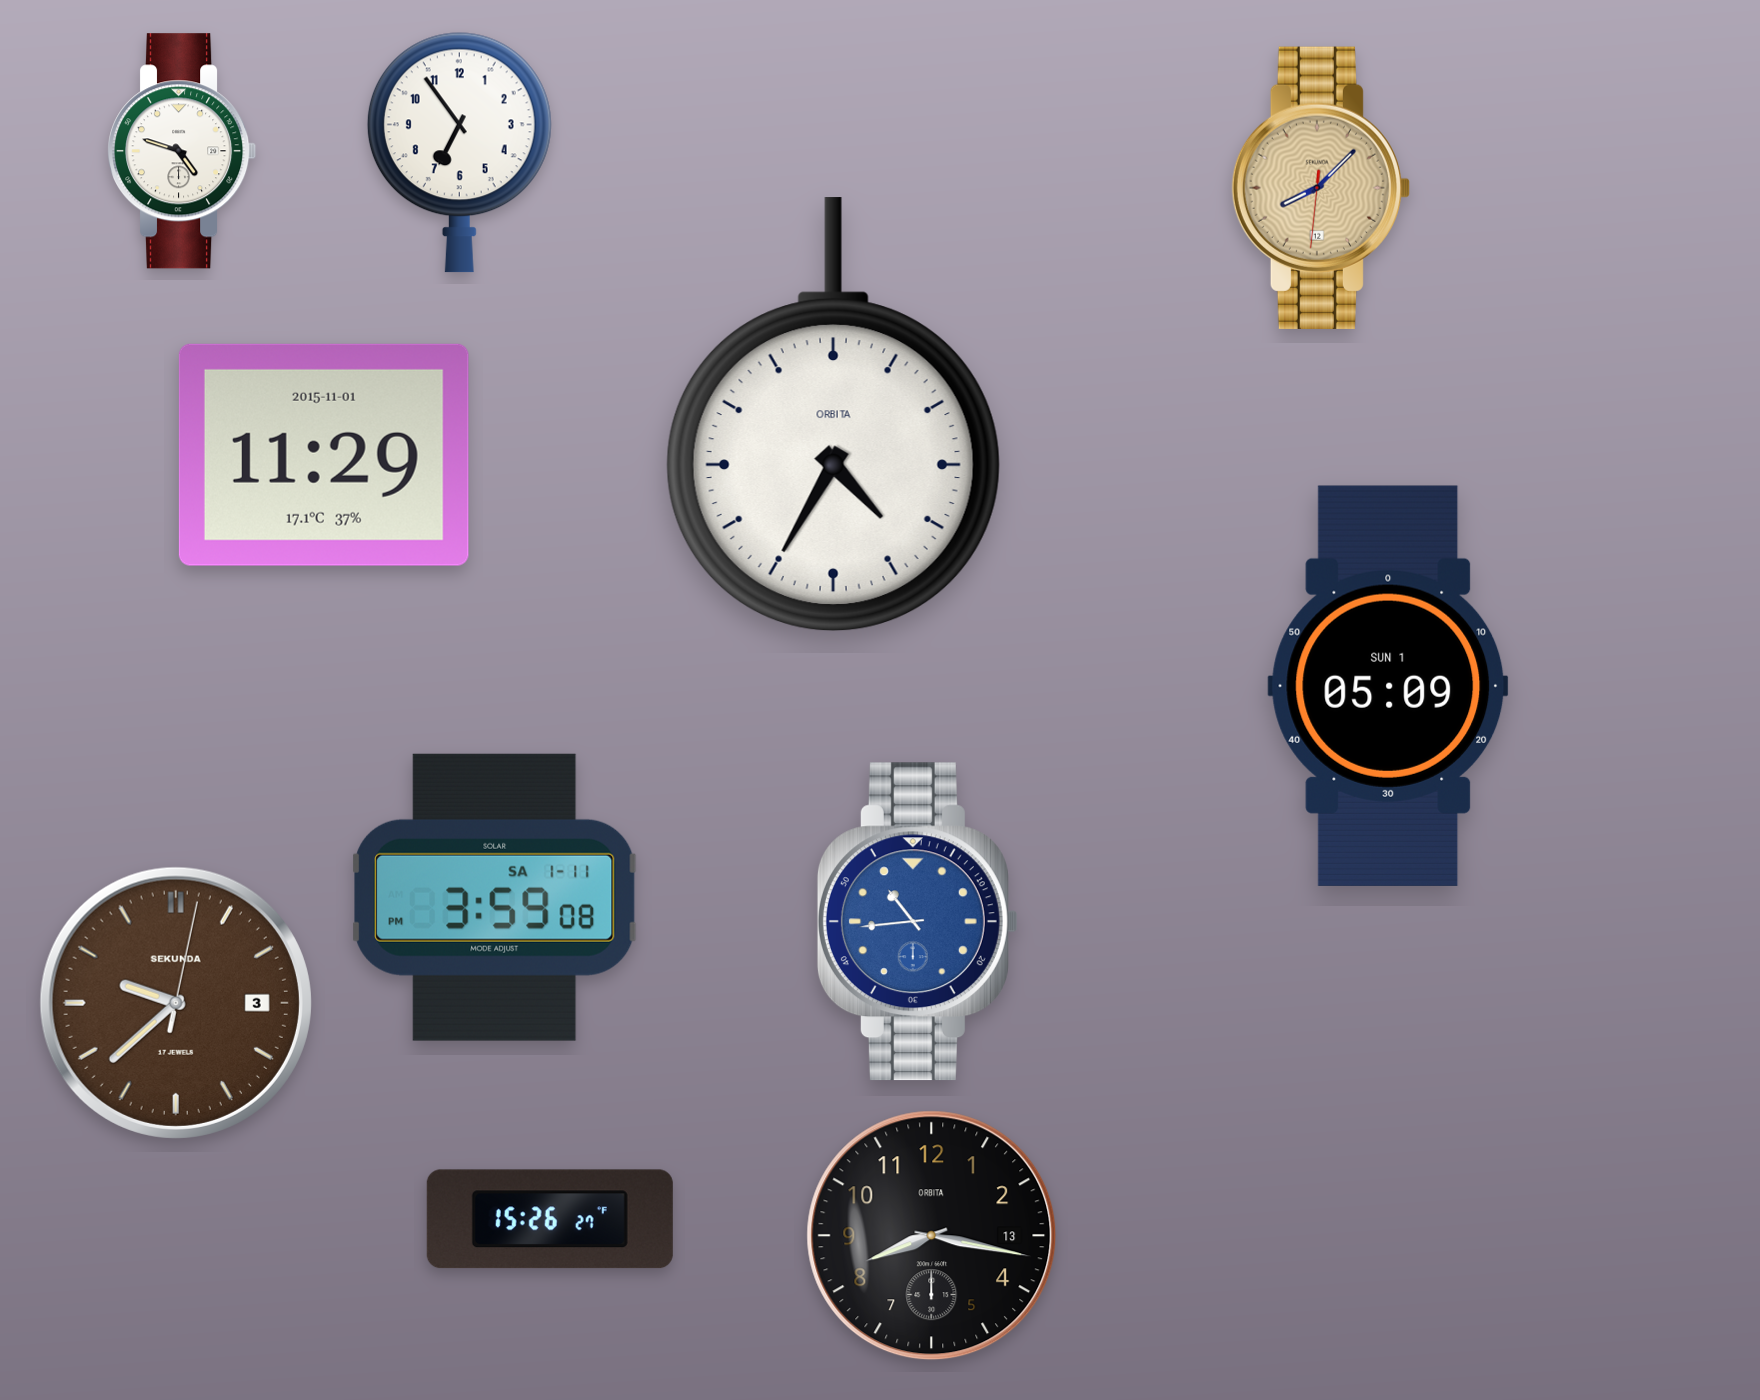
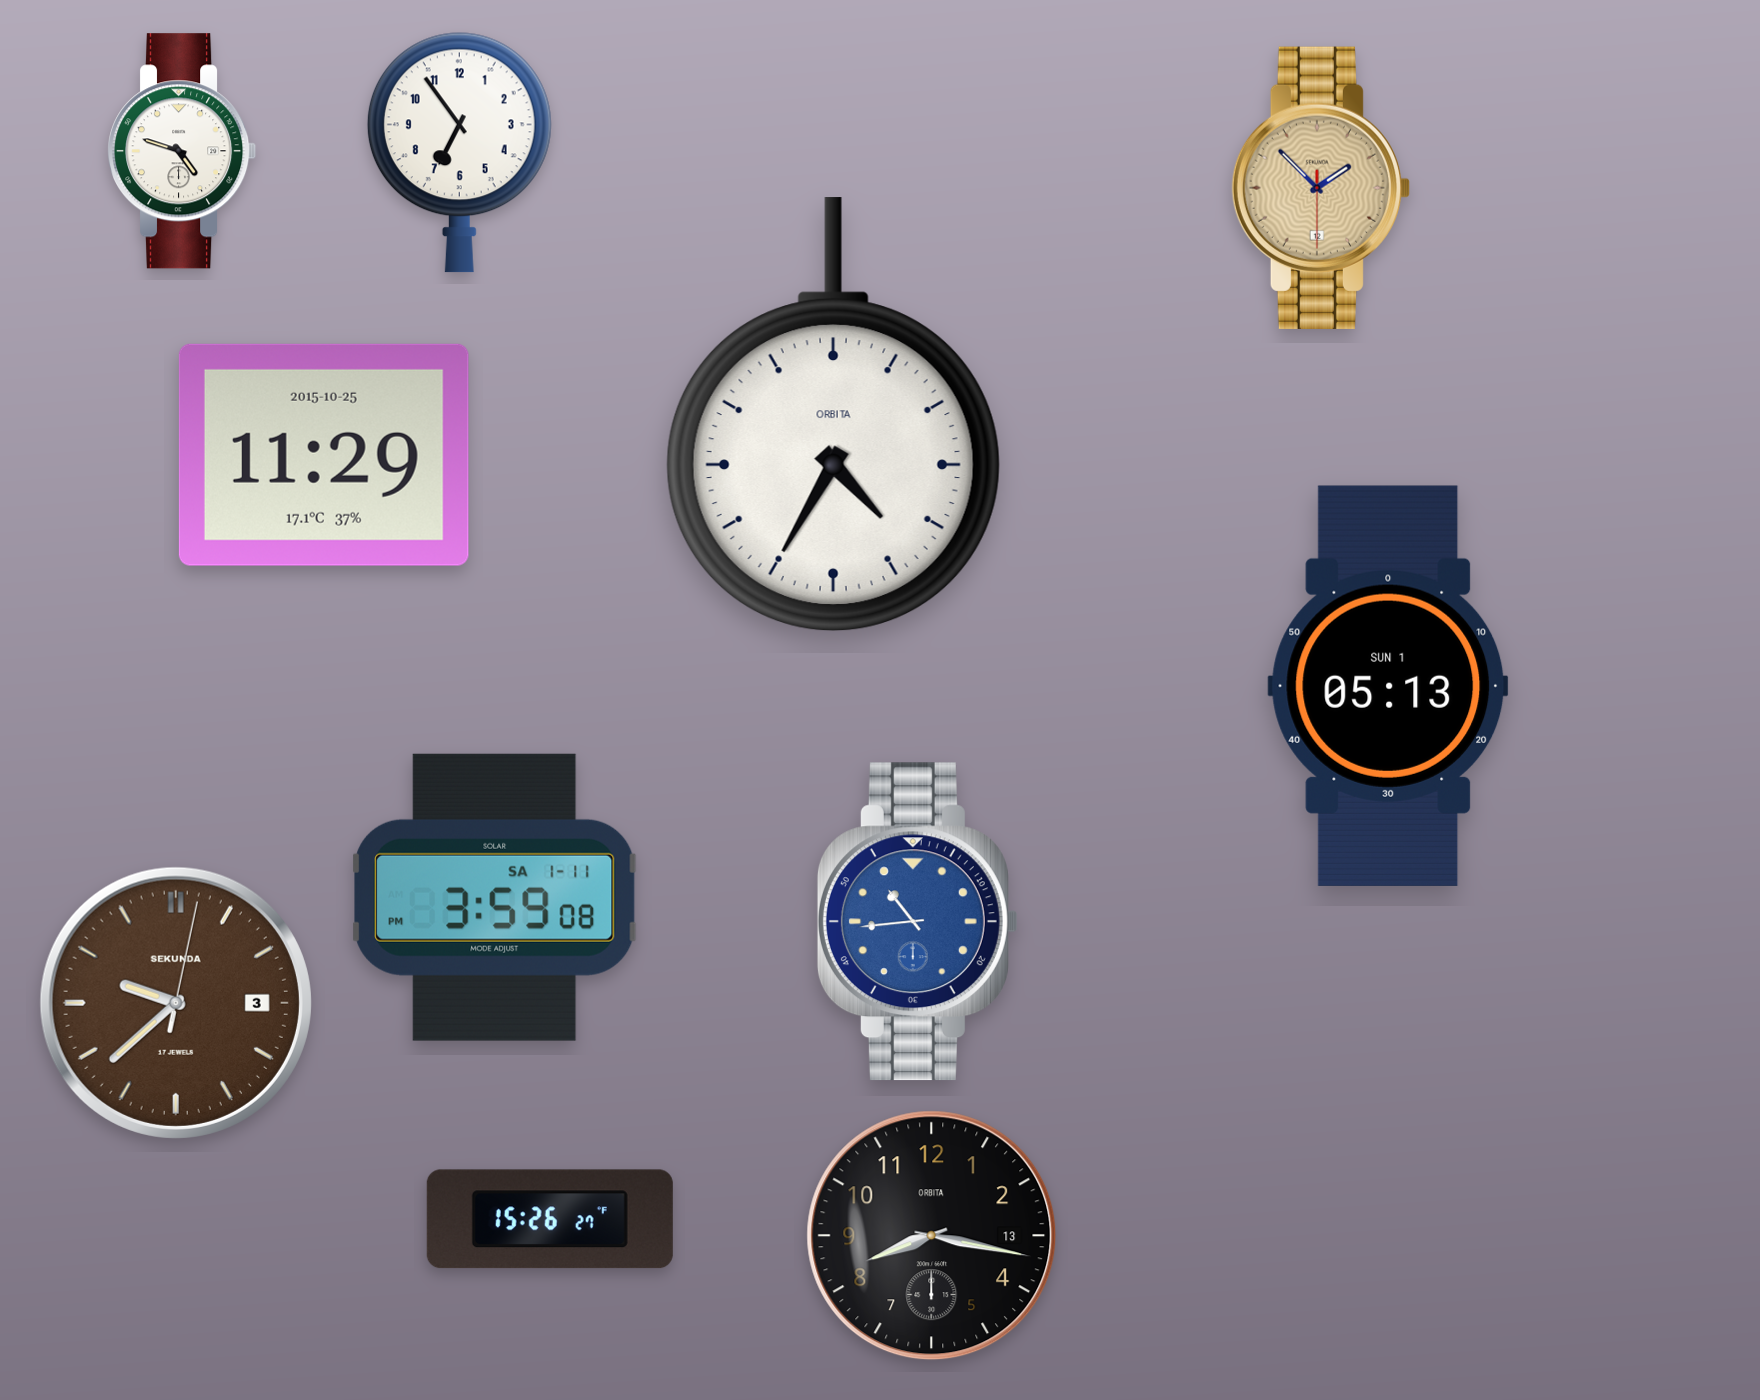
clock at (1321, 188): 8:07 -> 1:52
clock at (324, 455) date: 2015-11-01 -> 2015-10-25
clock at (1388, 686): 05:09 -> 05:13
